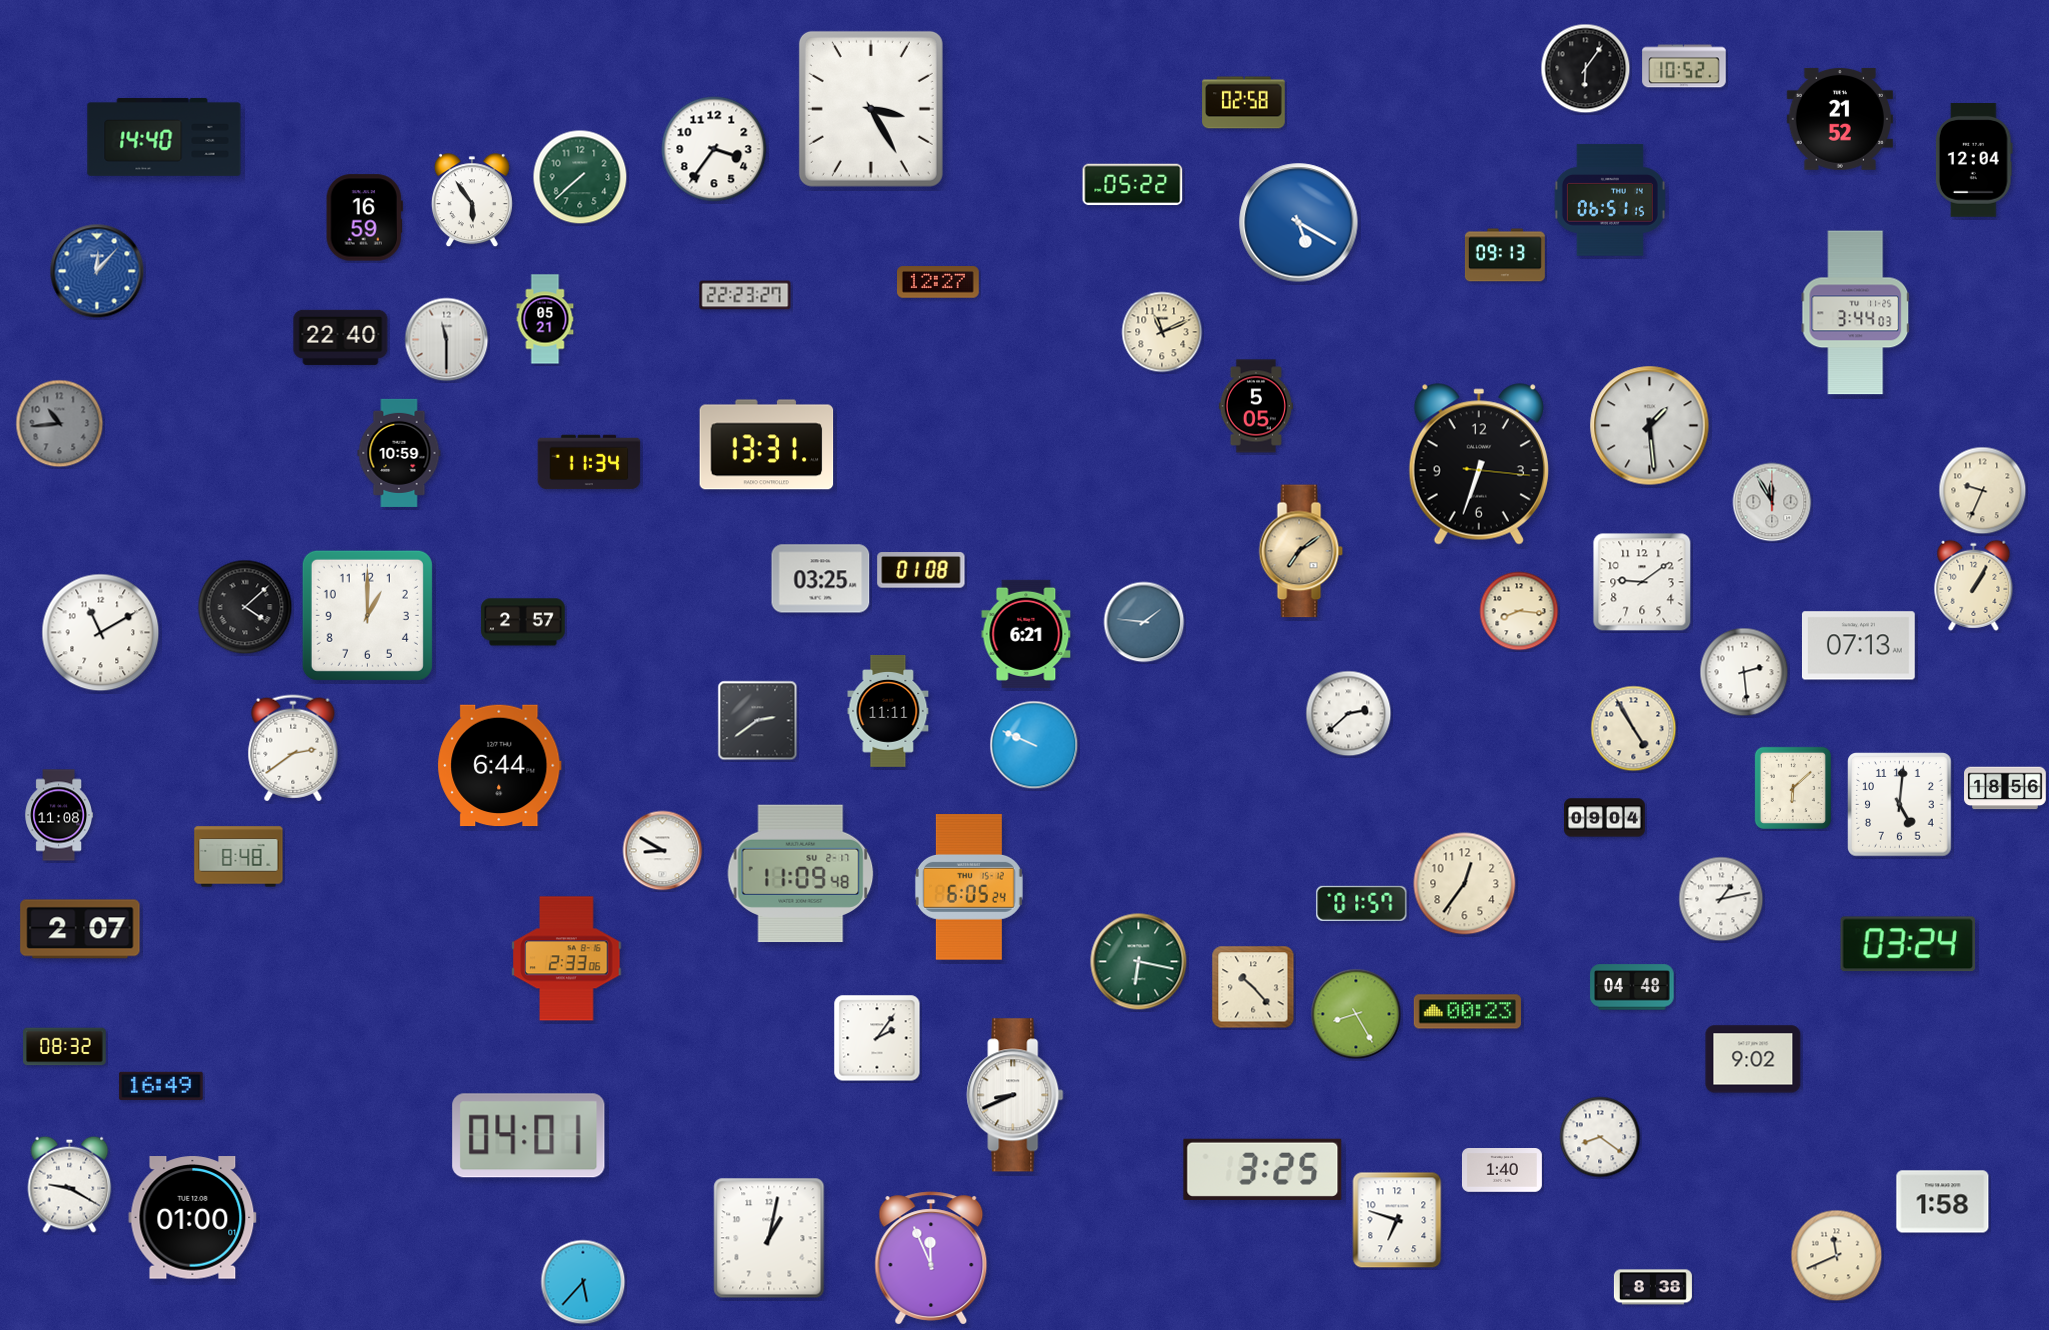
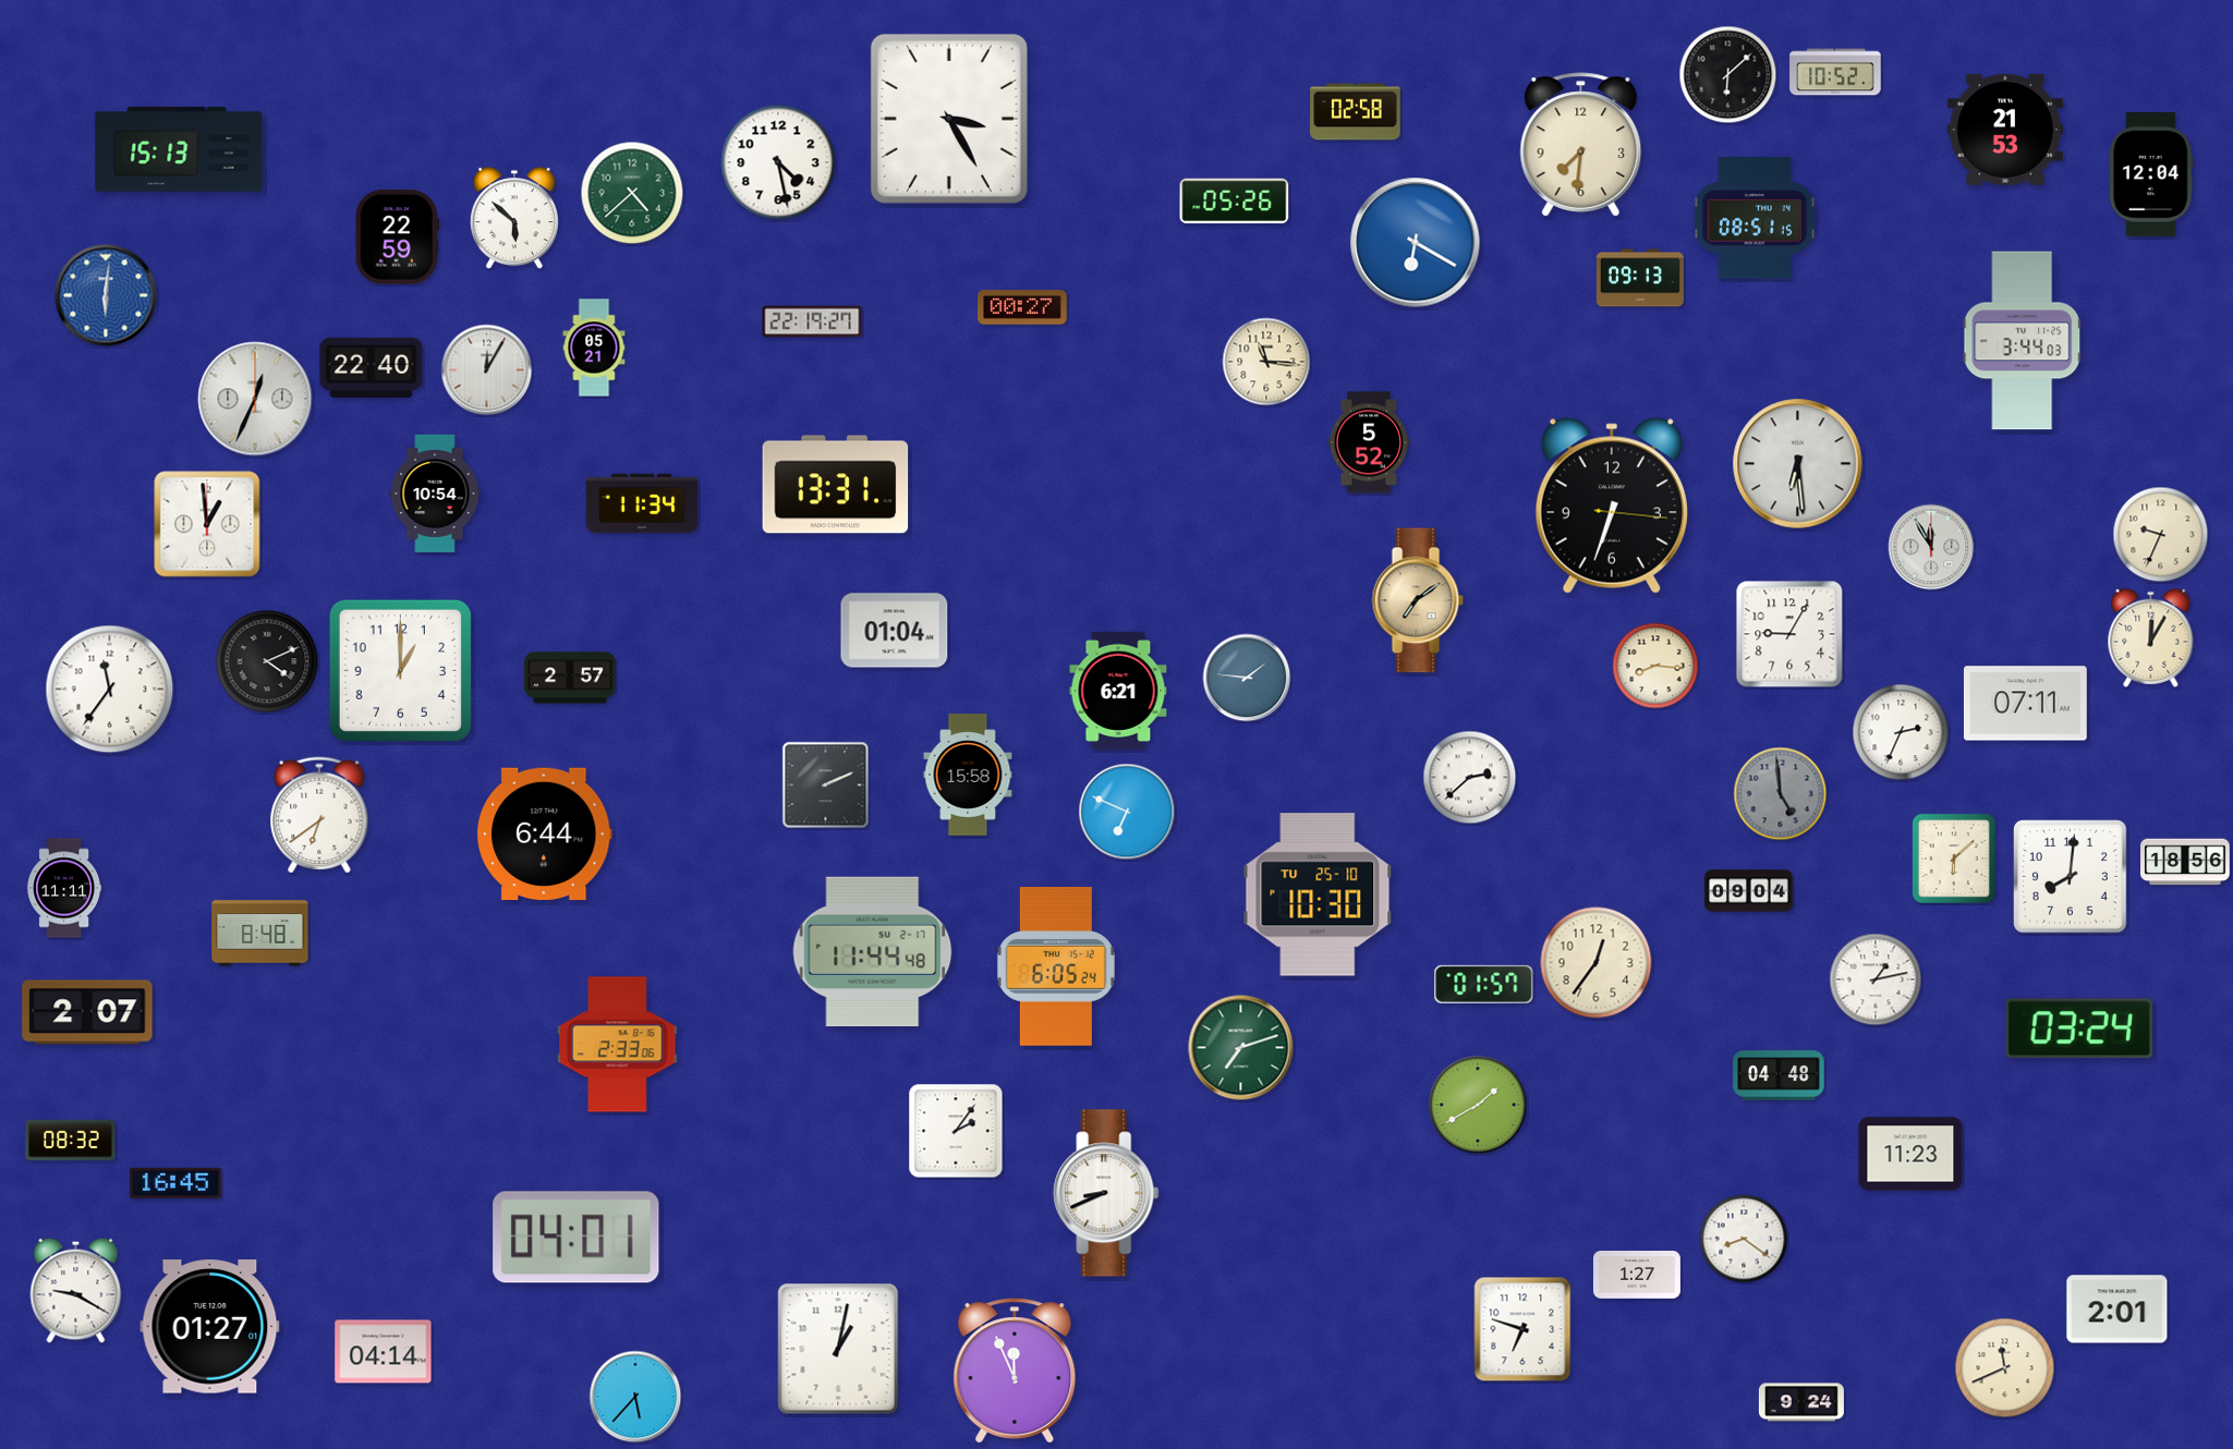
clock at (1586, 69): 6:06 -> 6:08
clock at (1840, 119): 21:52 -> 21:53
clock at (1581, 145): none -> 7:31
clock at (164, 138): 14:40 -> 15:13
clock at (714, 149): 3:36 -> 4:28
clock at (580, 177): 7:38 -> 4:38
clock at (1133, 185): 05:22 -> 05:26
clock at (1610, 200): 06:51 -> 08:51
clock at (472, 201): 5:54 -> 5:52
clock at (364, 218): 16:59 -> 22:59
clock at (1299, 223): 5:20 -> 6:20
clock at (97, 271): 12:07 -> 6:01
clock at (939, 282): 12:27 -> 00:27
clock at (745, 295): 22:23 -> 22:19
clock at (1162, 332): 11:11 -> 11:16
clock at (447, 340): 11:30 -> 12:05
clock at (255, 399): none -> 12:34
clock at (1256, 406): 5:05 -> 5:52
clock at (60, 424): 10:44 -> none
clock at (1650, 426): 1:29 -> 6:29
clock at (399, 453): 10:59 -> 10:54
clock at (207, 524): none -> 12:59
clock at (921, 570): 01:08 -> none
clock at (821, 579): 03:25 -> 01:04
clock at (1642, 582): 9:09 -> 9:05
clock at (1974, 585): 1:05 -> 12:05
clock at (245, 607): 4:08 -> 4:11
clock at (101, 633): 11:10 -> 11:36
clock at (1858, 646): 07:13 -> 07:11
clock at (1744, 672): 2:29 -> 2:34
clock at (888, 712): 11:11 -> 15:58
clock at (758, 721): 2:39 -> 2:11
clock at (1634, 729): 4:55 -> 4:59
clock at (1634, 729) dial: cream -> grey
clock at (1034, 745): 9:49 -> 6:49
clock at (293, 748): 2:39 -> 6:39
clock at (2005, 788) position: (2005, 788) -> (2185, 862)
clock at (1900, 805): 5:01 -> 8:01
clock at (59, 815): 11:08 -> 11:11
clock at (1318, 894): none -> 10:30
clock at (663, 851): 8:50 -> none
clock at (801, 874): 11:09 -> 11:44
clock at (1139, 962): 6:17 -> 7:12
clock at (1253, 987): 10:23 -> none
clock at (1467, 1012): 00:23 -> none
clock at (1356, 1014): 8:25 -> 1:40
clock at (1753, 1059): 9:02 -> 11:23
clock at (161, 1086): 16:49 -> 16:45
clock at (1263, 1169): 3:25 -> none
clock at (1502, 1171): 1:40 -> 1:27
clock at (1943, 1202): 1:58 -> 2:01
clock at (193, 1218): 01:00 -> 01:27
clock at (384, 1352): none -> 04:14
clock at (1837, 1256) position: (1837, 1256) -> (2005, 1368)
clock at (1653, 1287): 8:38 -> 9:24
